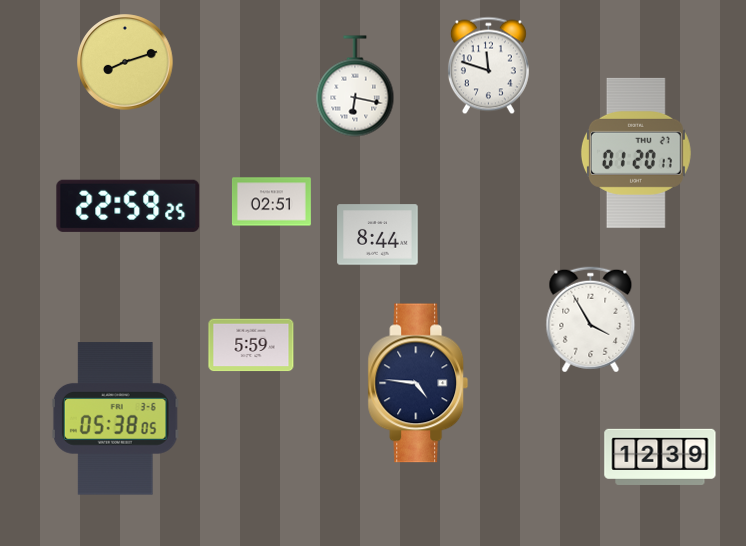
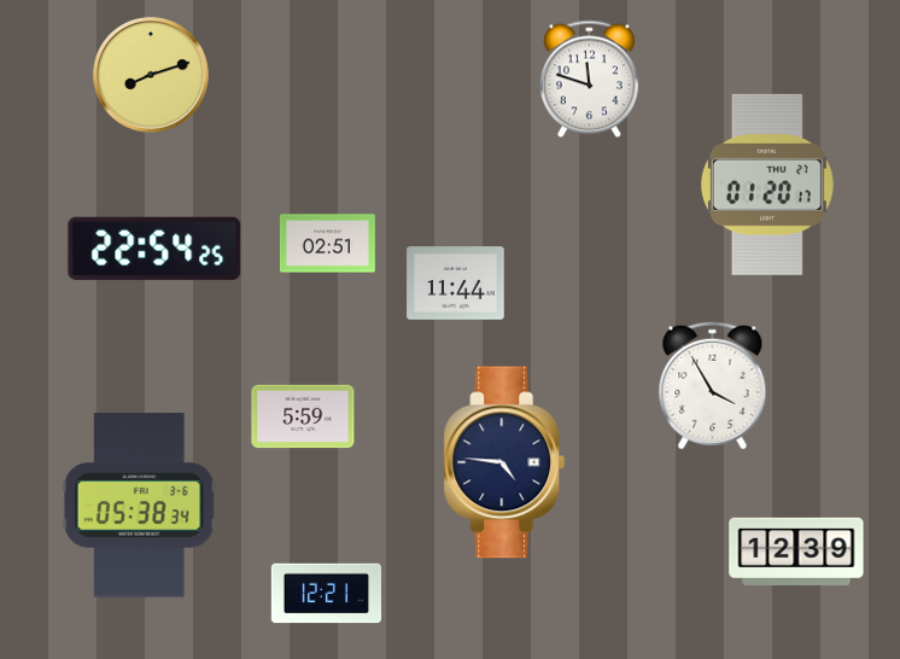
clock at (355, 86): 6:17 -> none
clock at (128, 206): 22:59 -> 22:54
clock at (378, 235): 8:44 -> 11:44
clock at (115, 419): 05:38:05 -> 05:38:34
clock at (327, 594): none -> 12:21
